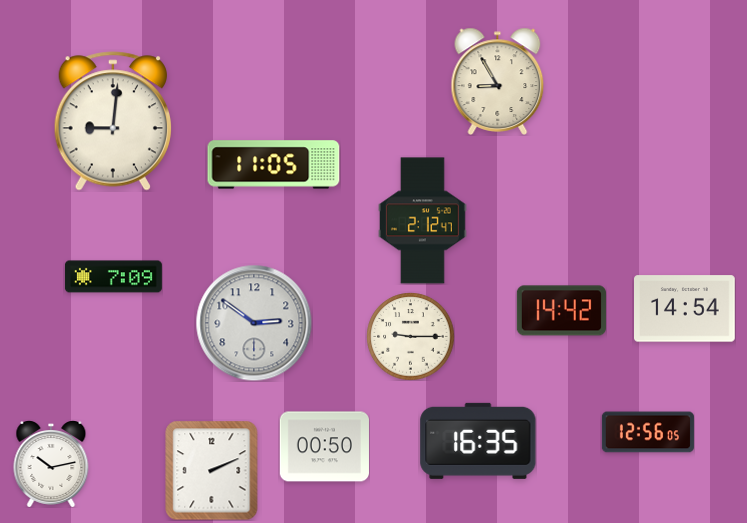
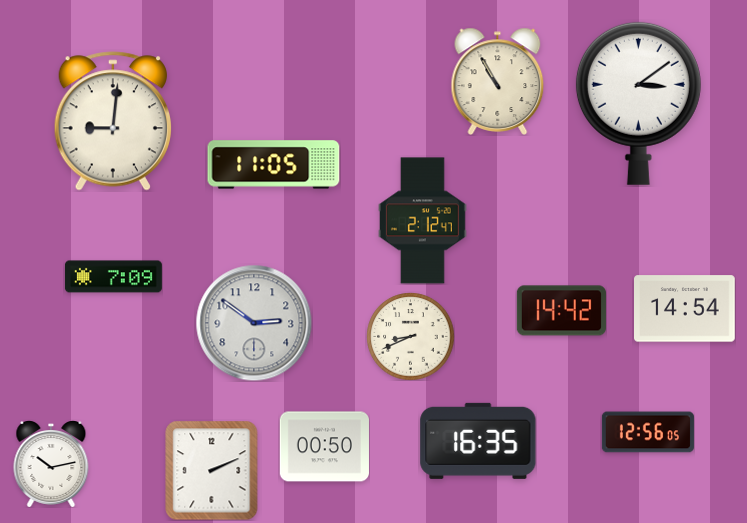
clock at (498, 81): 8:55 -> 10:55
clock at (638, 103): none -> 3:09
clock at (410, 336): 9:15 -> 8:41
